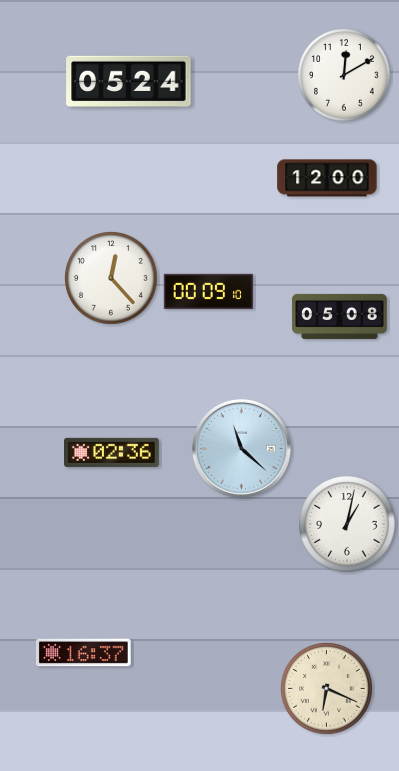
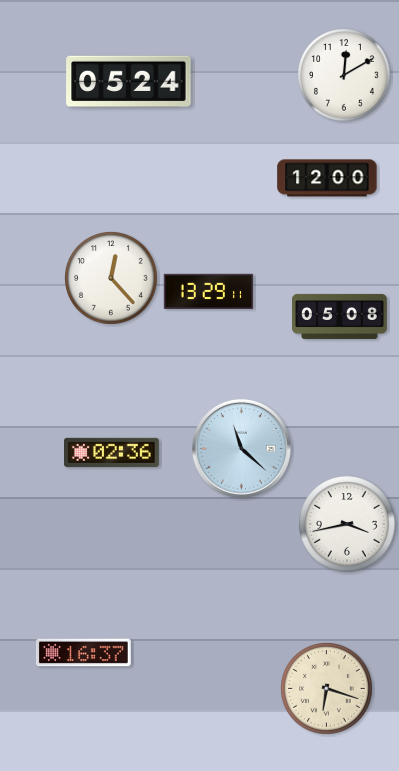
clock at (209, 291): 00:09 -> 13:29
clock at (347, 524): 1:02 -> 3:43
clock at (327, 689): 6:19 -> 6:18
